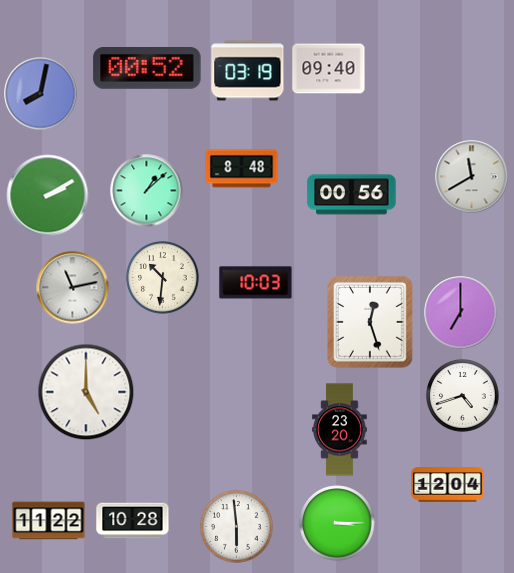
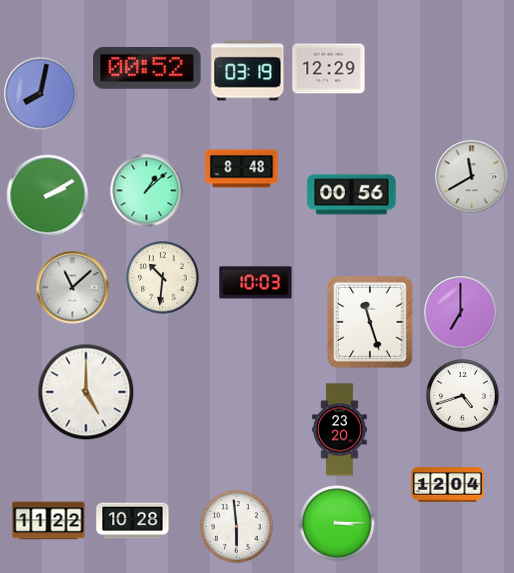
clock at (329, 69): 09:40 -> 12:29
clock at (73, 288): 11:13 -> 11:08
clock at (370, 322): 12:27 -> 11:27
